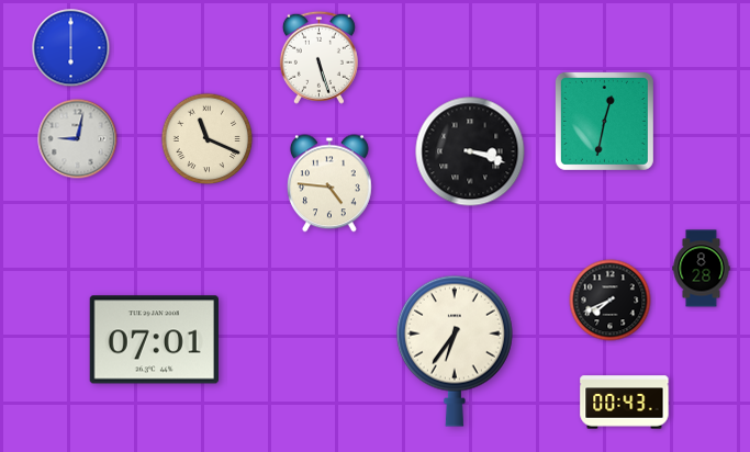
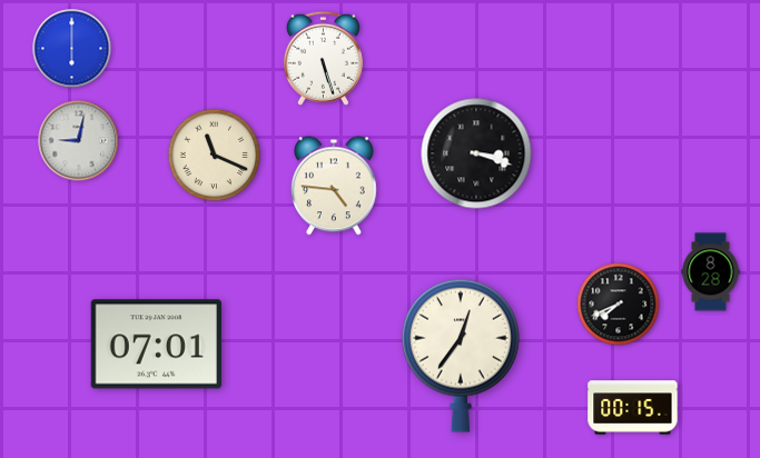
clock at (604, 121): 12:32 -> none
clock at (208, 139) position: (208, 139) -> (215, 156)
clock at (455, 351): 6:36 -> 12:36
clock at (625, 403): 00:43 -> 00:15
